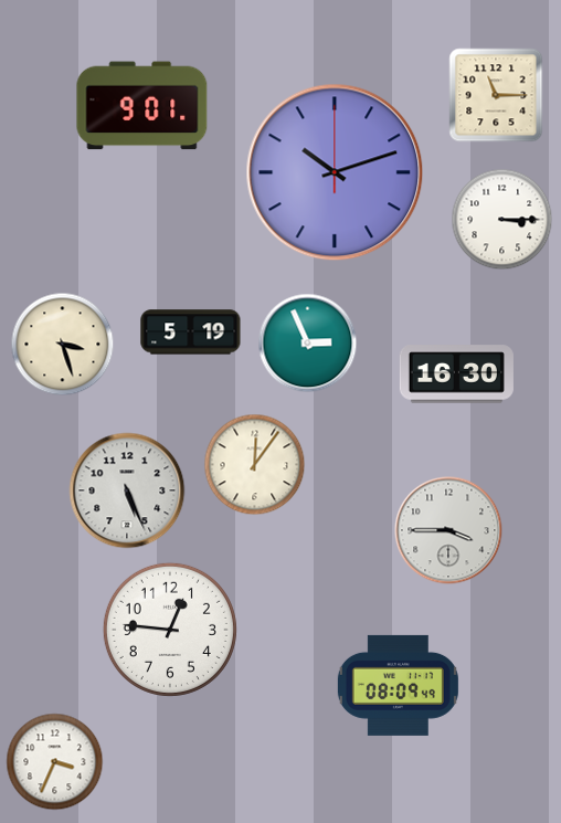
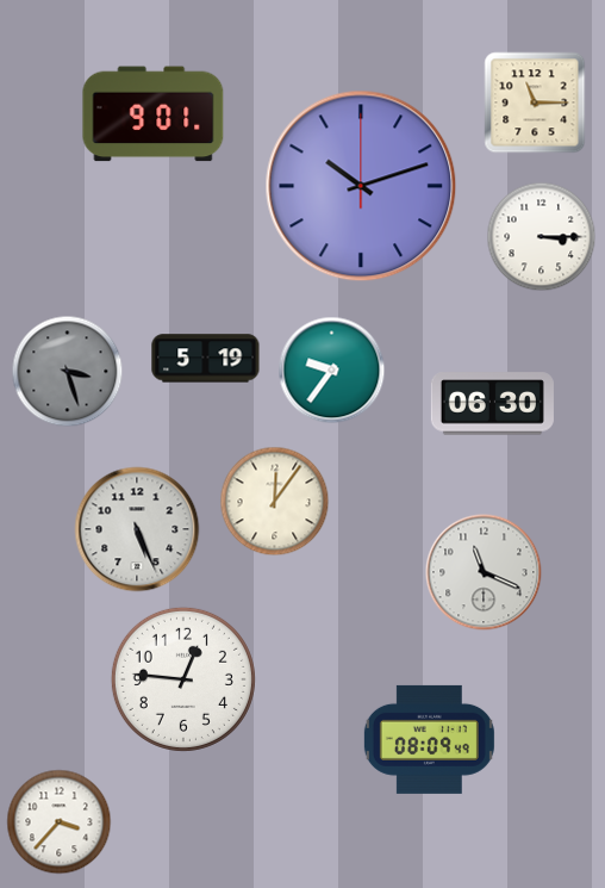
clock at (308, 344): 2:56 -> 9:36
clock at (63, 345) dial: cream -> grey
clock at (456, 374): 16:30 -> 06:30
clock at (448, 530): 3:45 -> 11:19
clock at (55, 762): 3:34 -> 3:37
